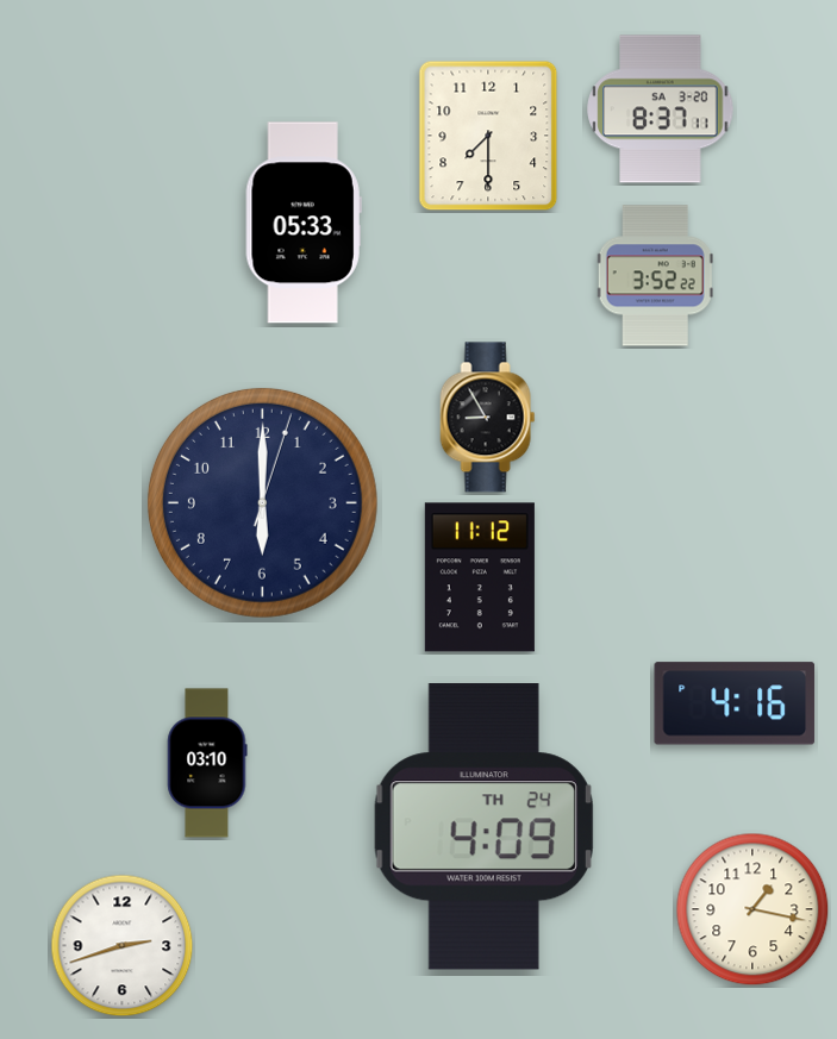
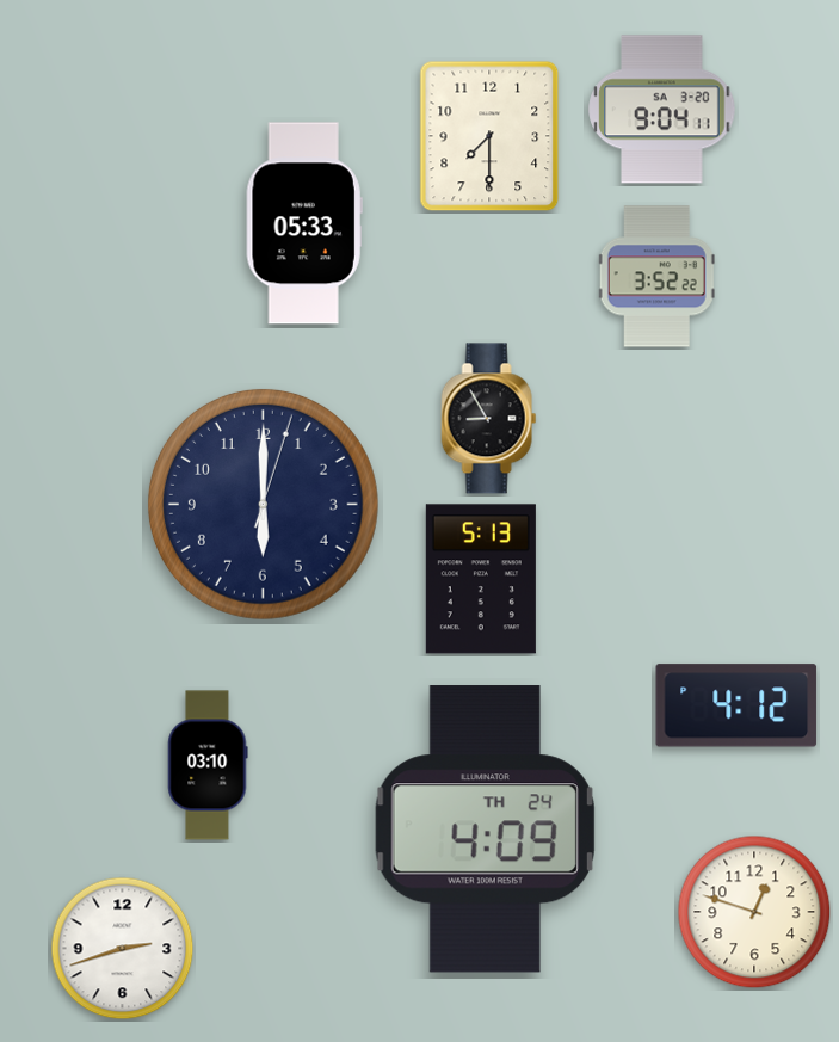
clock at (661, 109): 8:37 -> 9:04
clock at (480, 577): 11:12 -> 5:13
clock at (735, 703): 4:16 -> 4:12
clock at (752, 909): 1:17 -> 12:48
